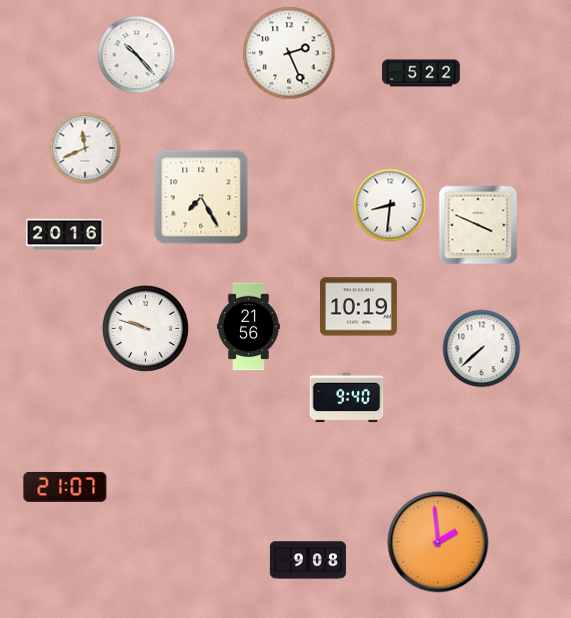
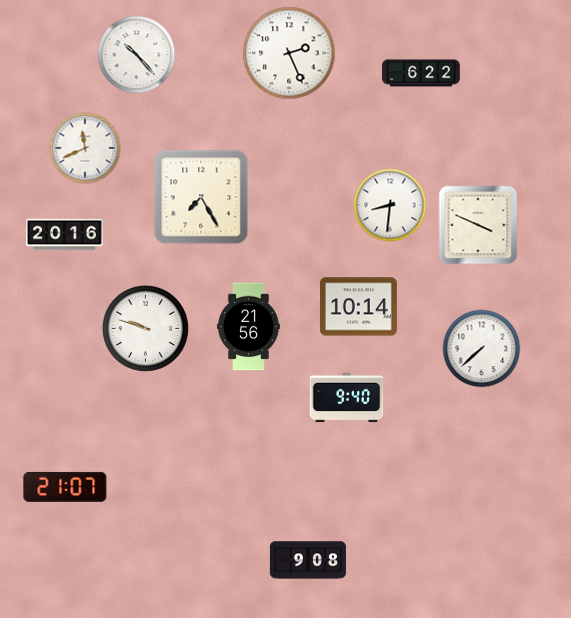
clock at (421, 73): 5:22 -> 6:22
clock at (358, 307): 10:19 -> 10:14
clock at (438, 542): 1:59 -> none
